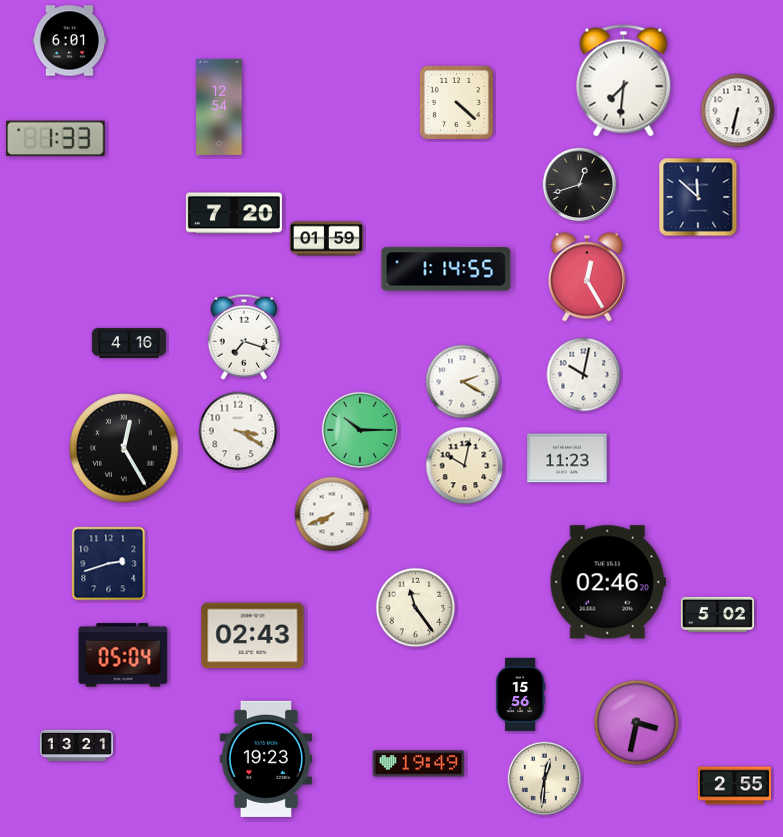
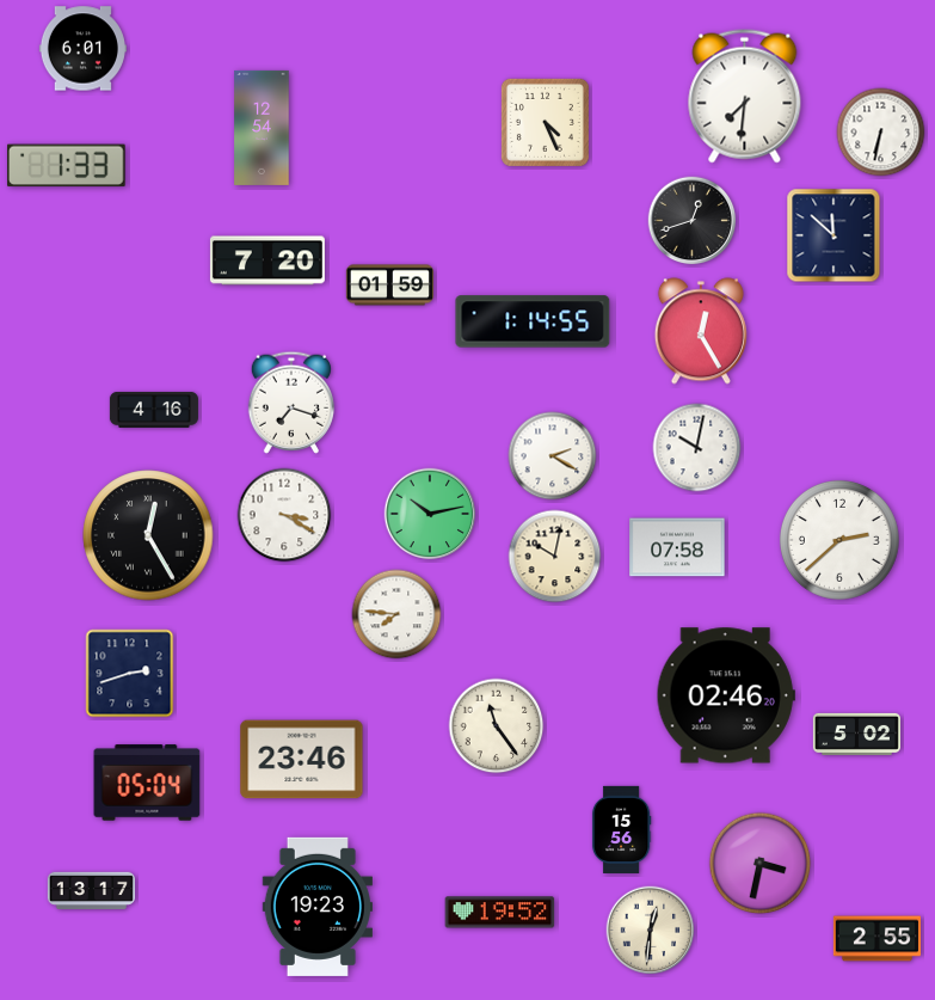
clock at (456, 102): 4:22 -> 4:26
clock at (234, 213) position: (234, 213) -> (267, 260)
clock at (360, 430): 10:15 -> 10:13
clock at (839, 540): none -> 2:38
clock at (567, 458): 11:23 -> 07:58
clock at (332, 514): 7:41 -> 7:46
clock at (253, 636): 02:43 -> 23:46
clock at (76, 745): 13:21 -> 13:17
clock at (419, 764): 19:49 -> 19:52
